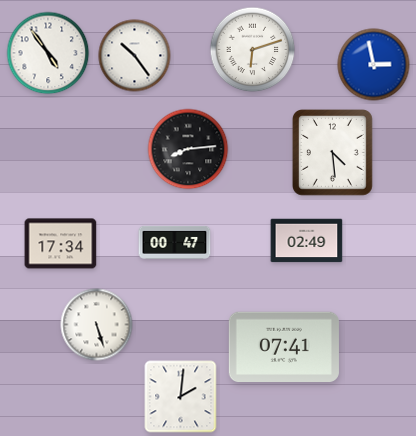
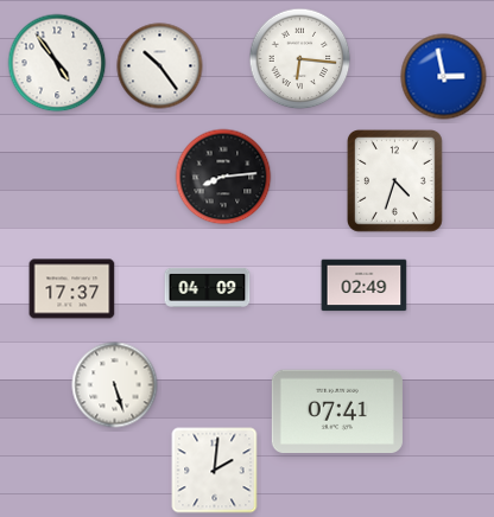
clock at (253, 50): 6:12 -> 6:16
clock at (333, 153): 4:29 -> 4:33
clock at (175, 242): 00:47 -> 04:09
clock at (61, 244): 17:34 -> 17:37
